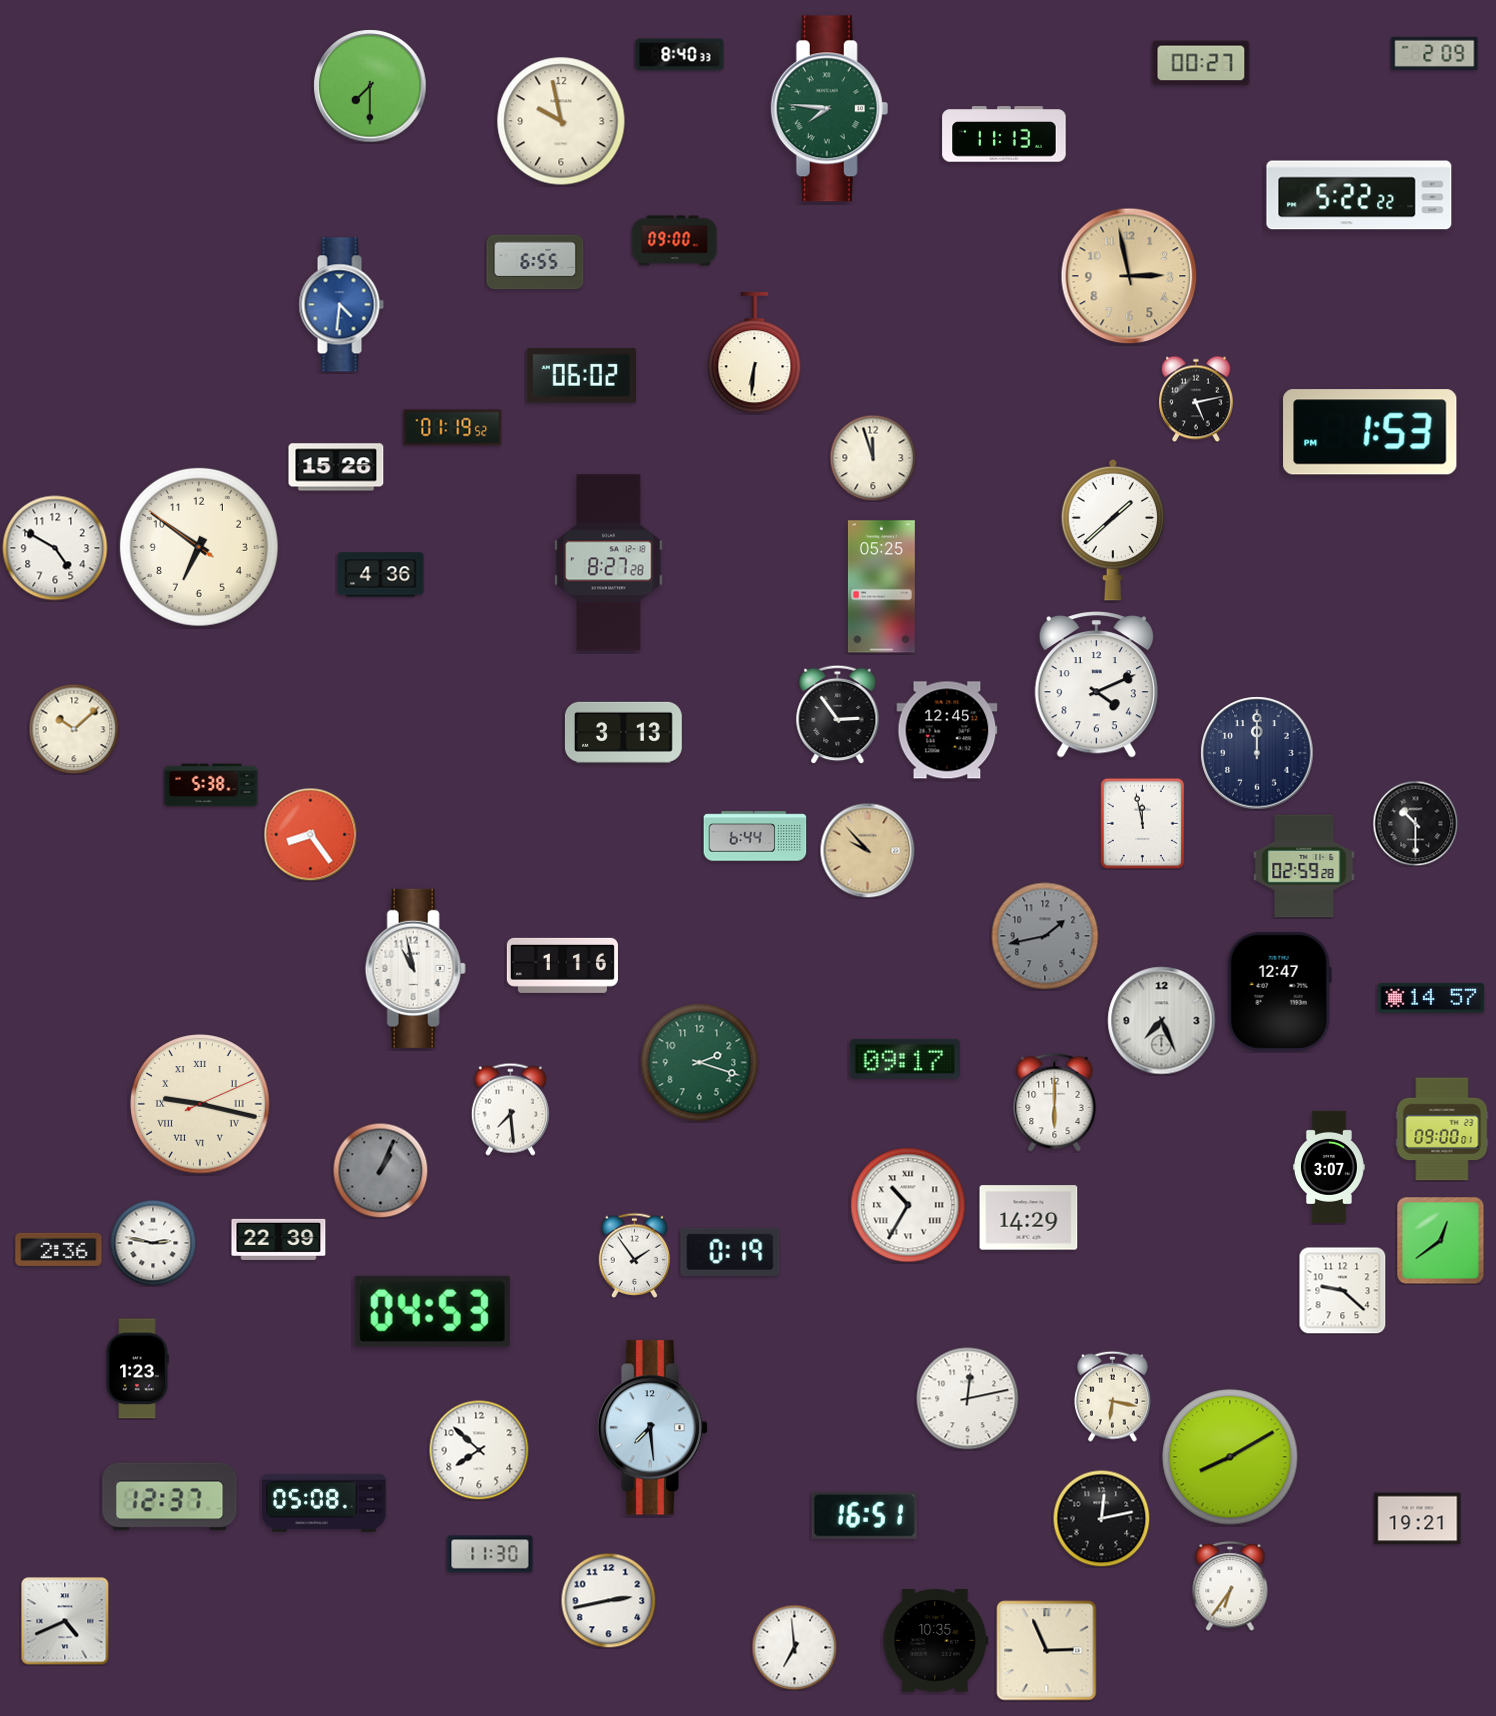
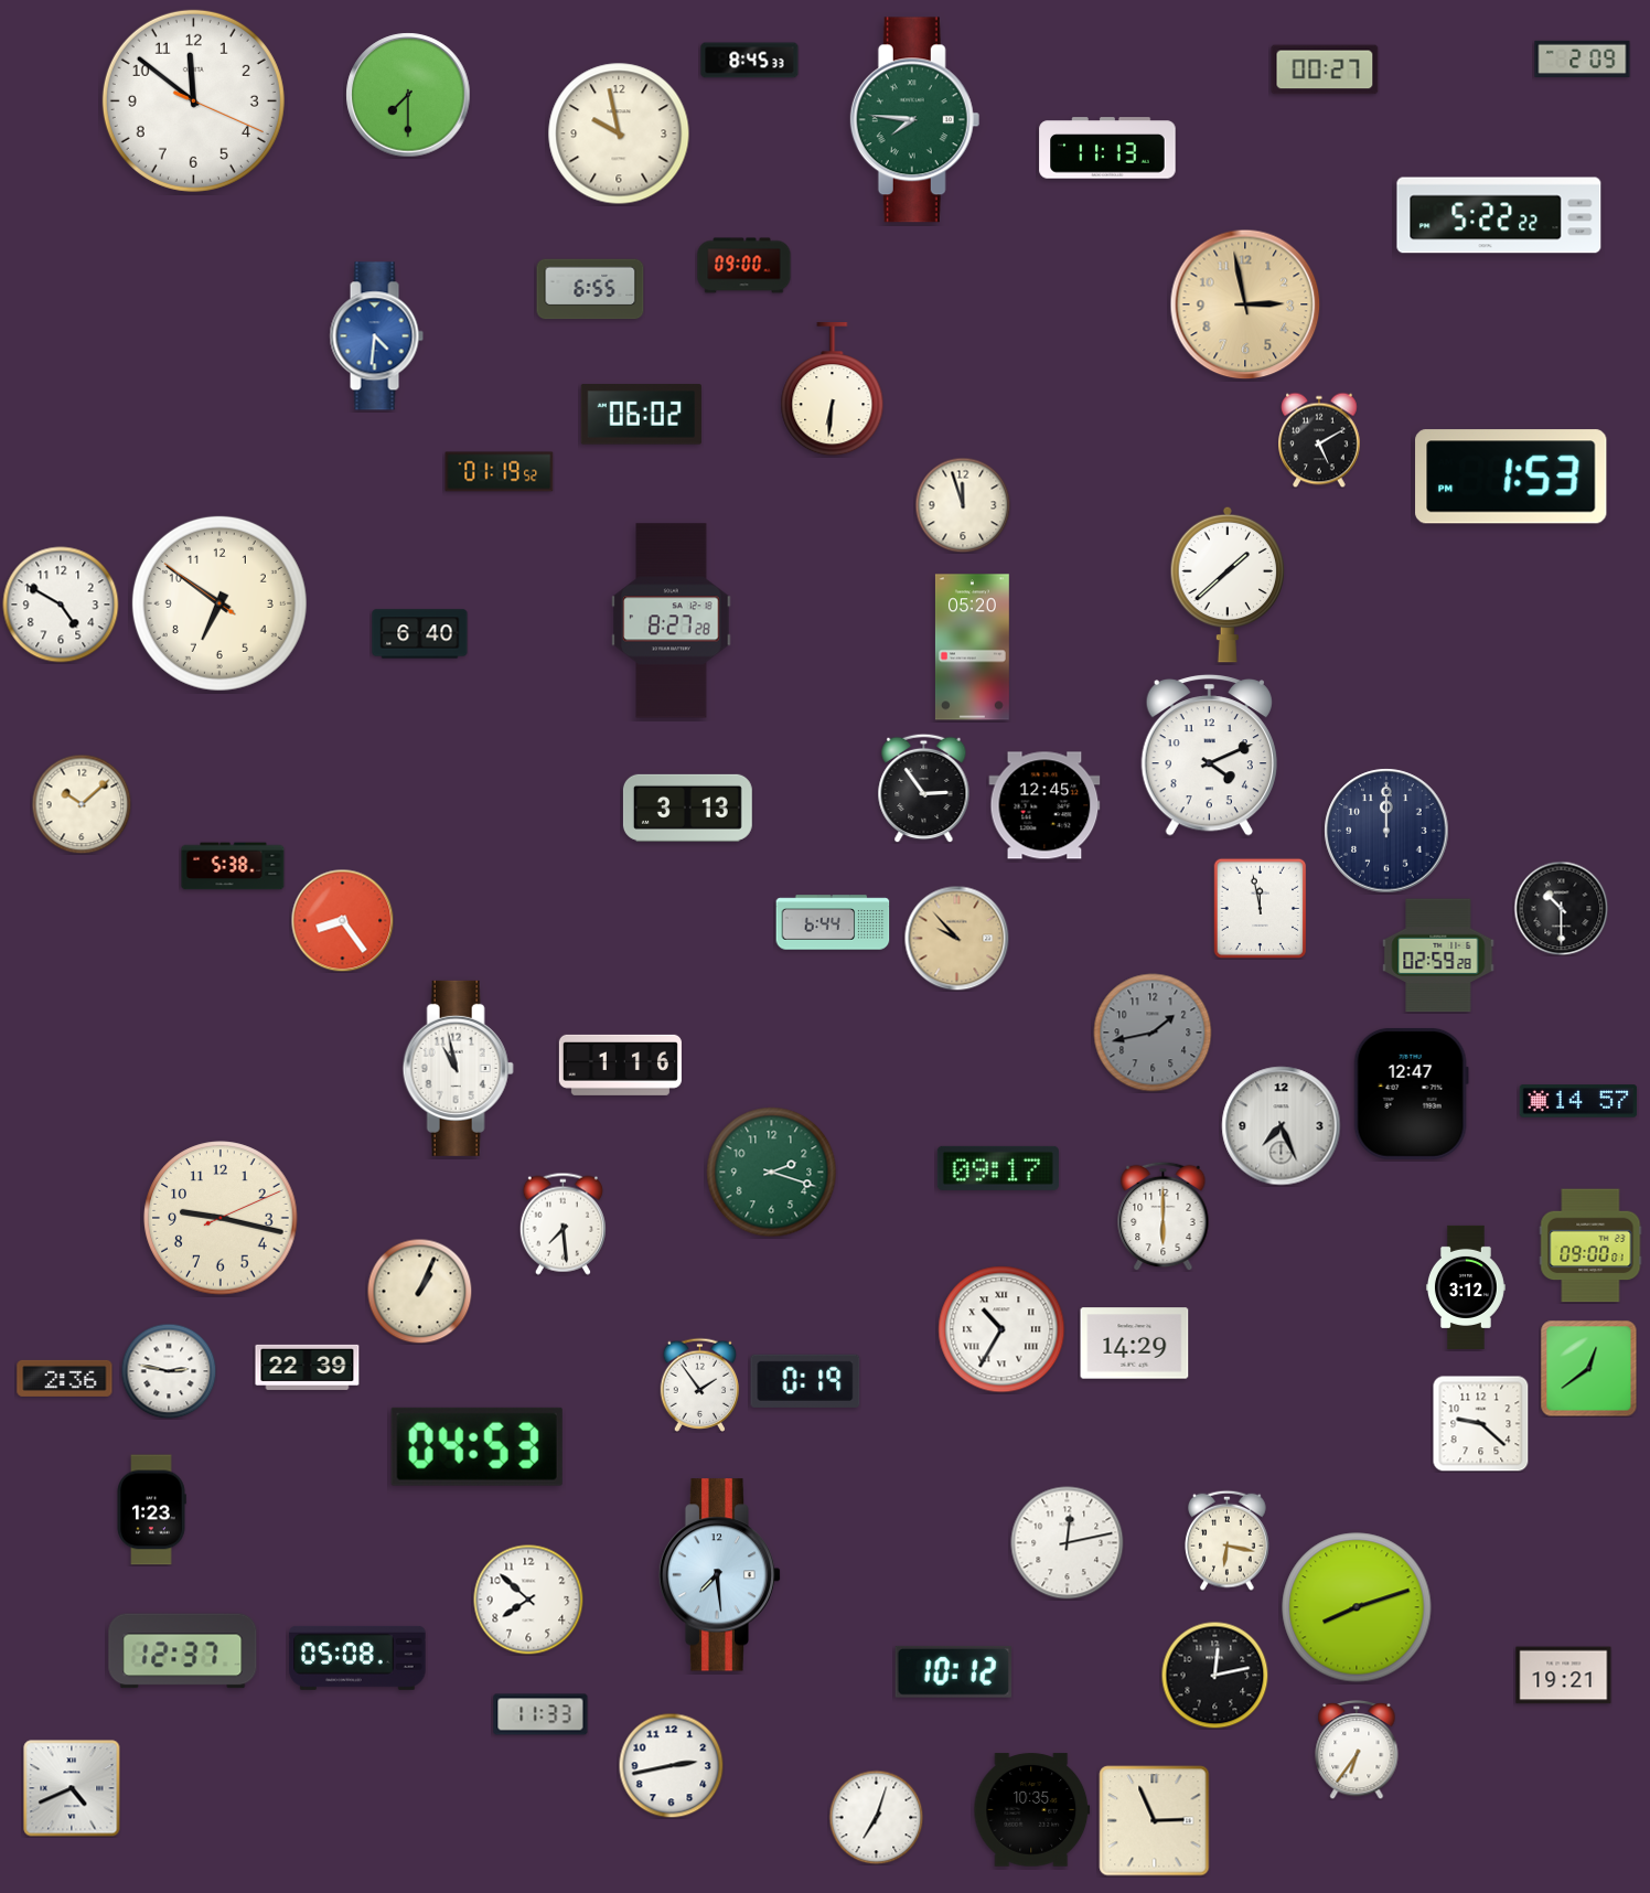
clock at (680, 55): 8:40 -> 8:45
clock at (193, 100): none -> 11:51
clock at (1197, 399): 5:13 -> 5:10
clock at (336, 467): 15:26 -> none
clock at (381, 575): 4:36 -> 6:40
clock at (881, 587): 05:25 -> 05:20
clock at (200, 1104) numerals: Roman -> Arabic
clock at (1329, 1167): 3:07 -> 3:12
clock at (380, 1170) dial: grey -> cream
clock at (1230, 1457): 8:10 -> 8:12
clock at (170, 1497) position: (170, 1497) -> (183, 1651)
clock at (865, 1515): 16:51 -> 10:12
clock at (490, 1554): 11:30 -> 11:33
clock at (794, 1647): 6:59 -> 7:03
